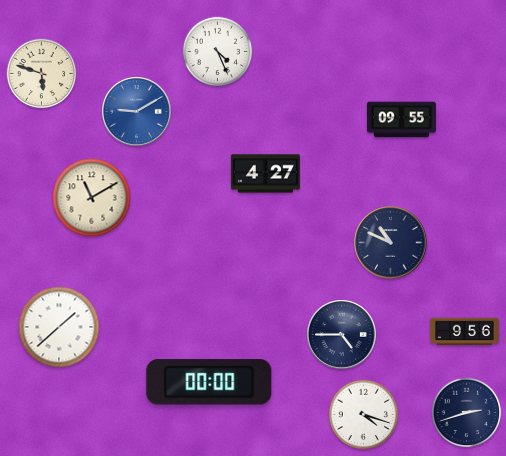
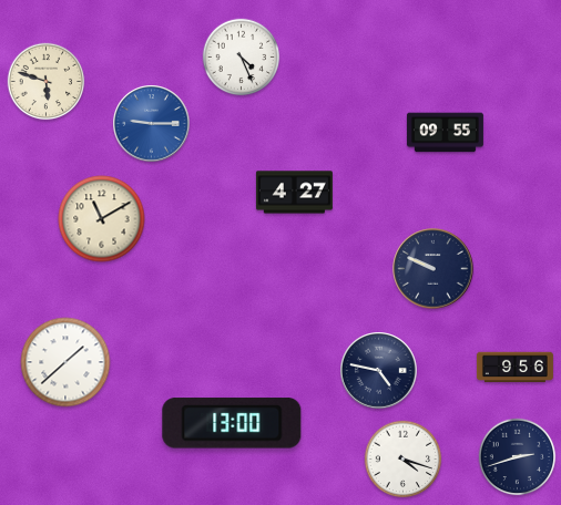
clock at (137, 112): 9:10 -> 9:15
clock at (391, 243): 10:49 -> 9:49
clock at (342, 335): 4:45 -> 4:47
clock at (209, 382): 00:00 -> 13:00
